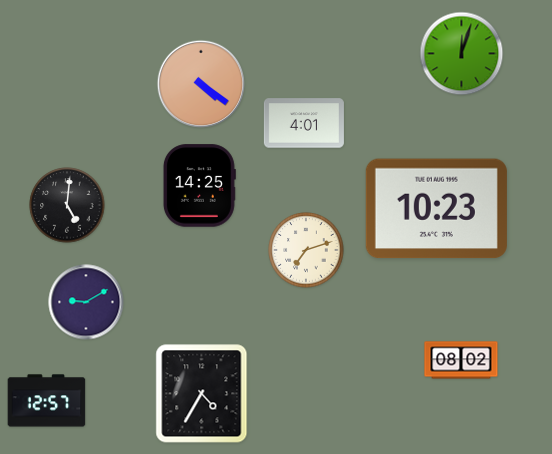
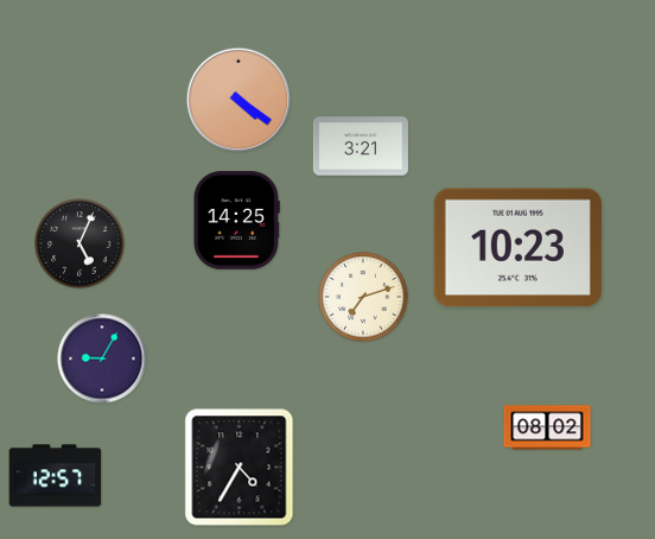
clock at (462, 54): 12:03 -> none
clock at (304, 123): 4:01 -> 3:21
clock at (67, 205): 5:01 -> 5:04
clock at (86, 302): 9:10 -> 9:05
